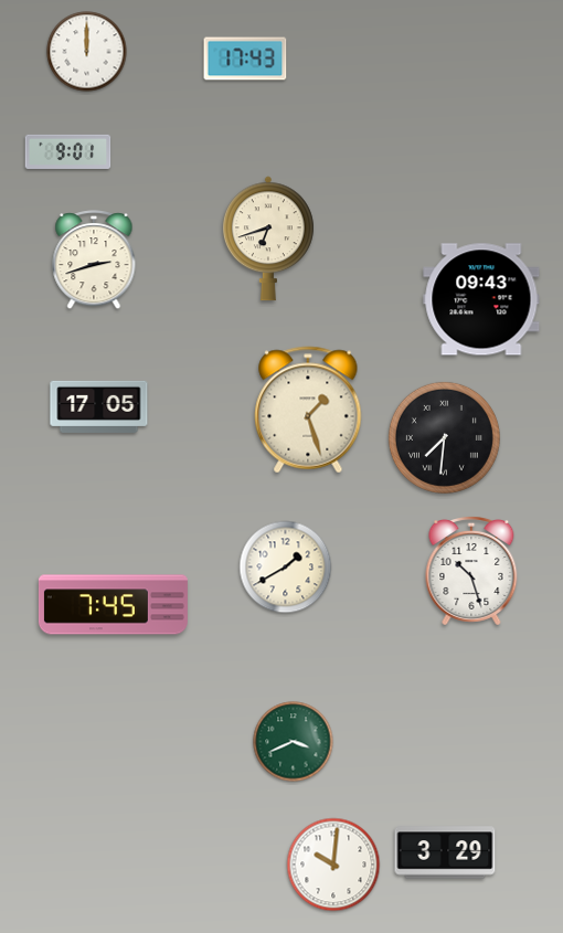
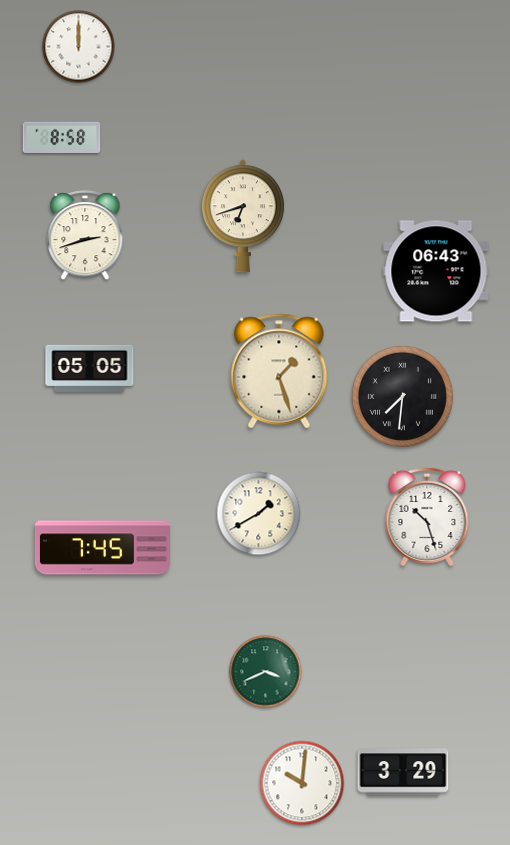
clock at (245, 59): 17:43 -> none
clock at (68, 151): 9:01 -> 8:58
clock at (481, 299): 09:43 -> 06:43
clock at (99, 406): 17:05 -> 05:05
